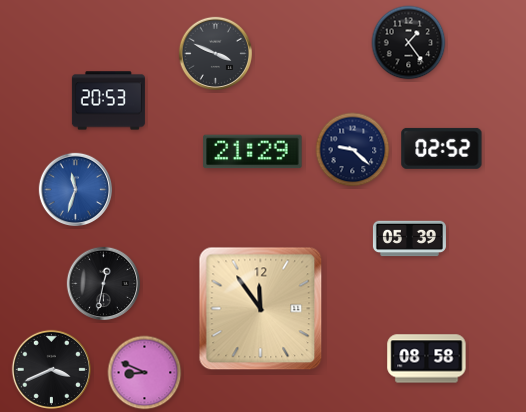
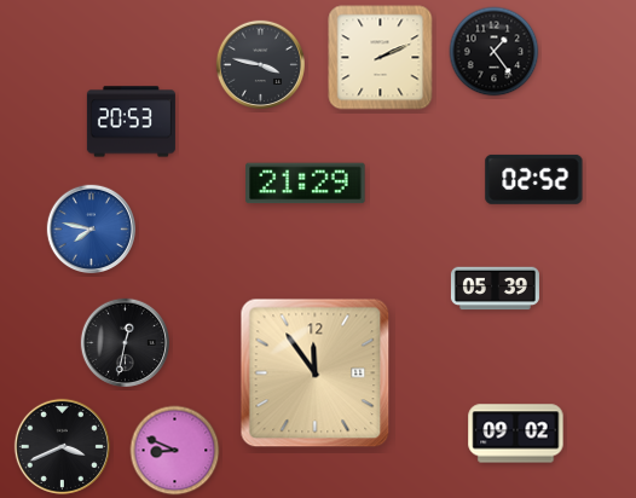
clock at (381, 58): none -> 2:11
clock at (215, 53): 3:49 -> 3:47
clock at (353, 150): 9:22 -> none
clock at (75, 189): 11:33 -> 7:47
clock at (427, 359): 08:58 -> 09:02
